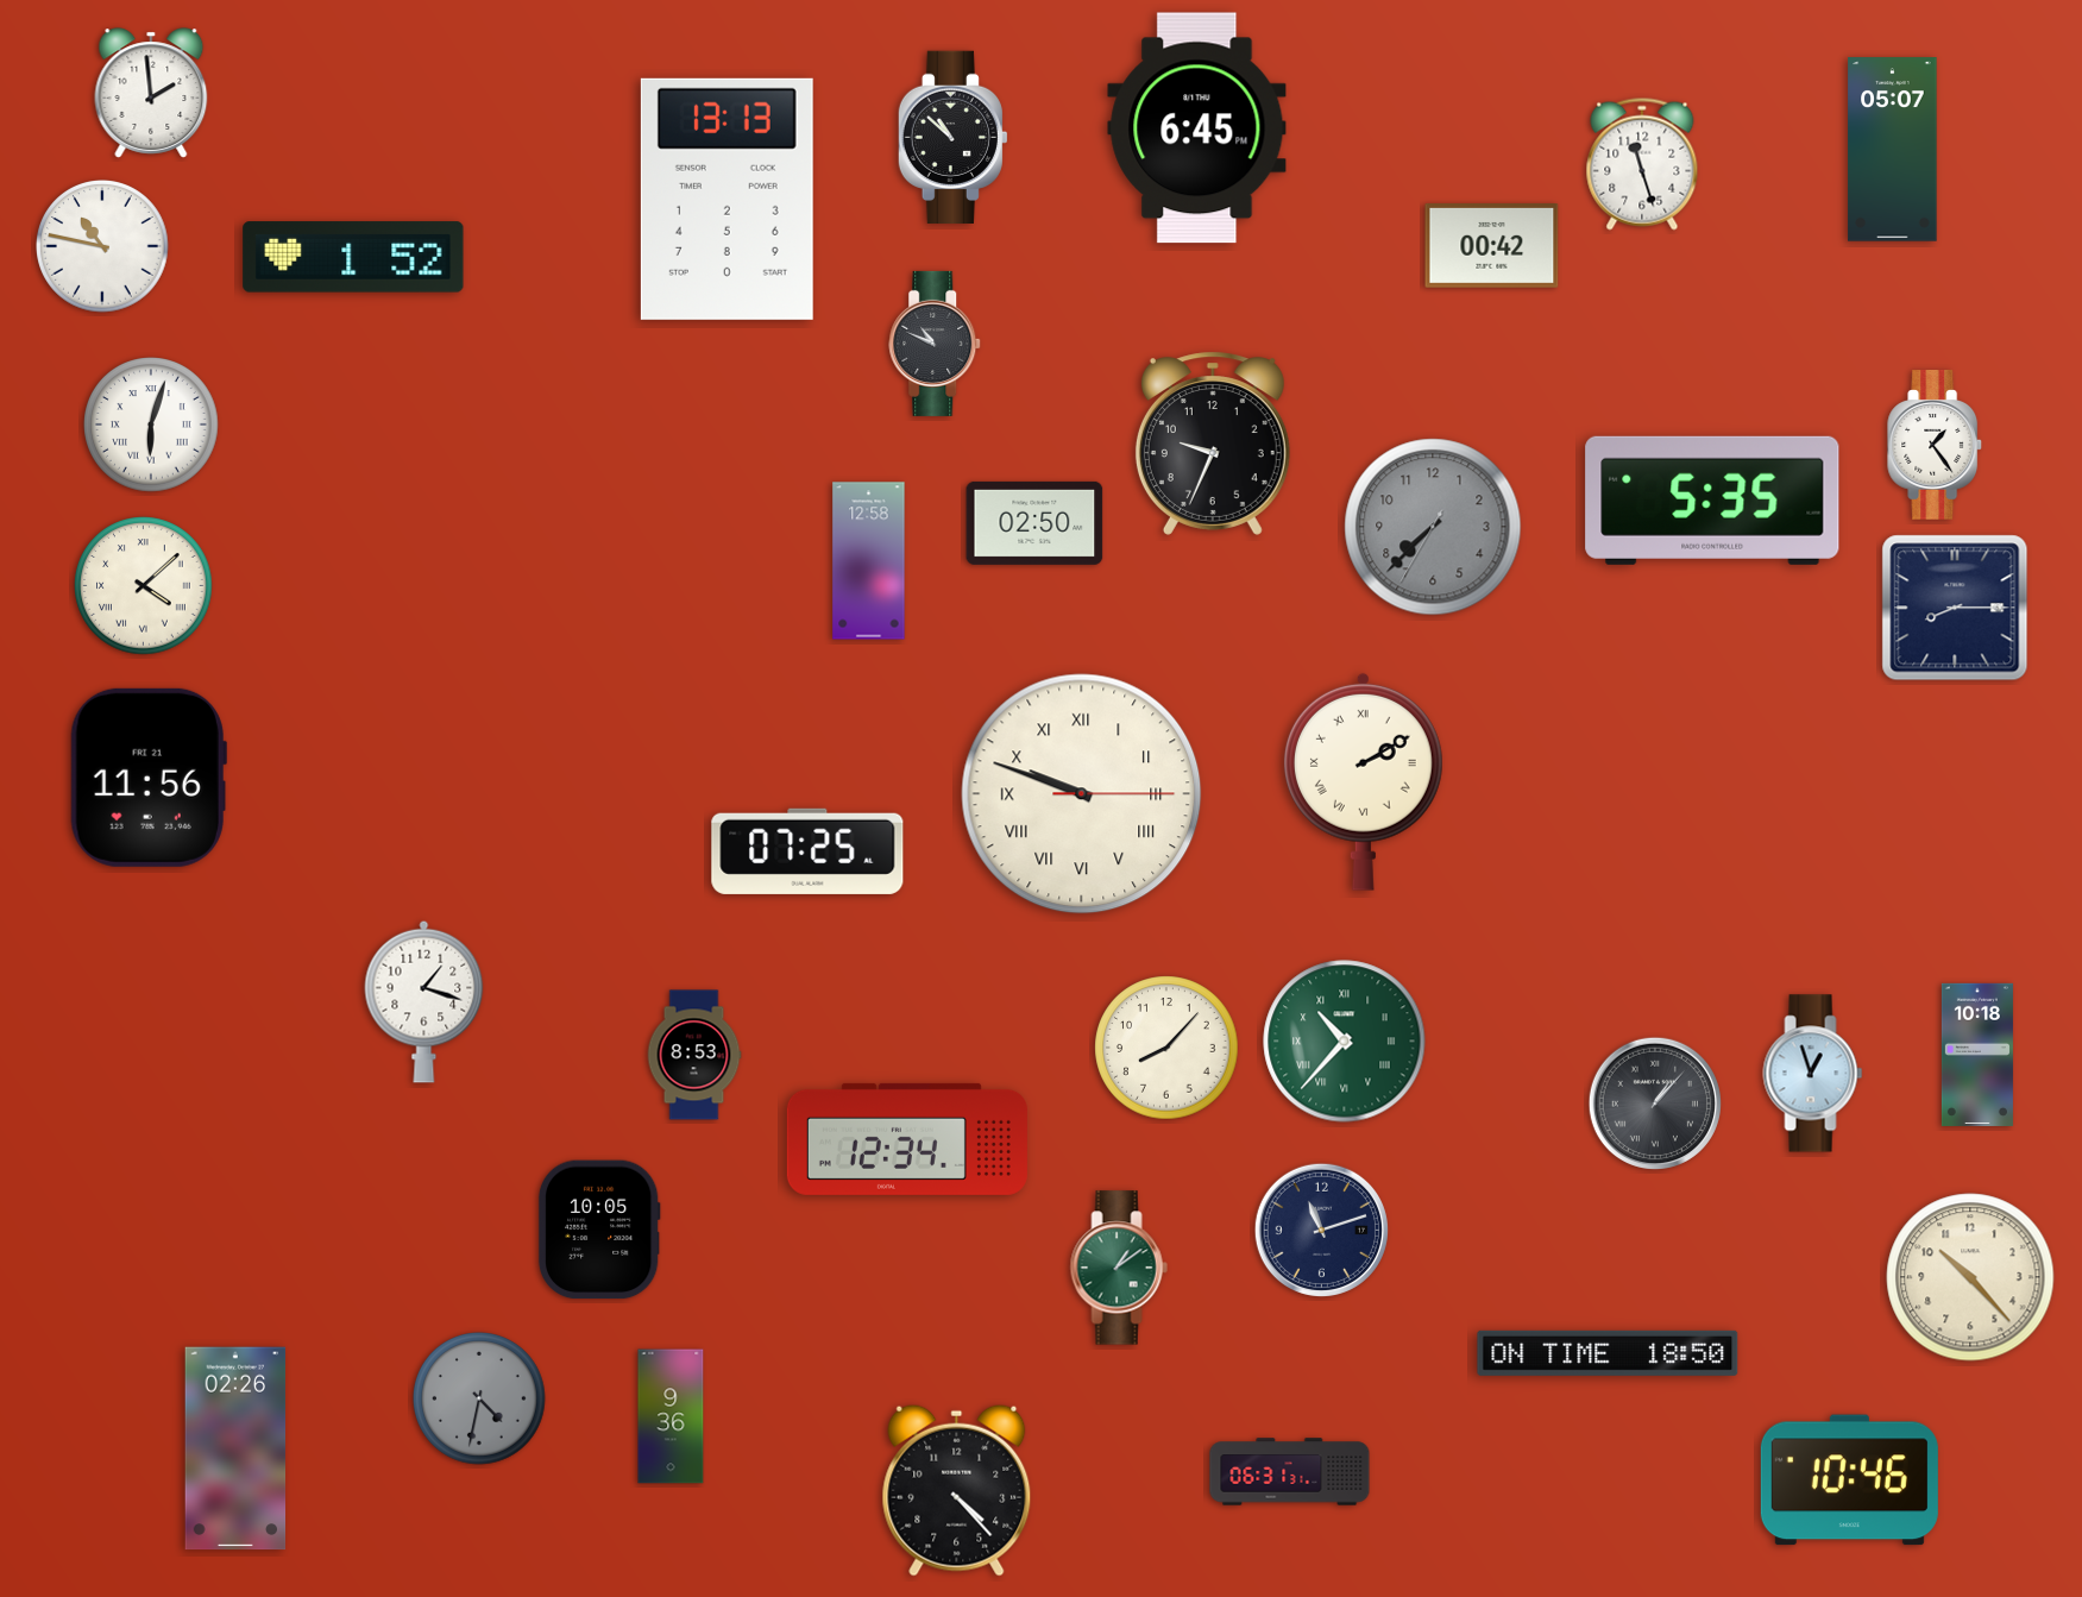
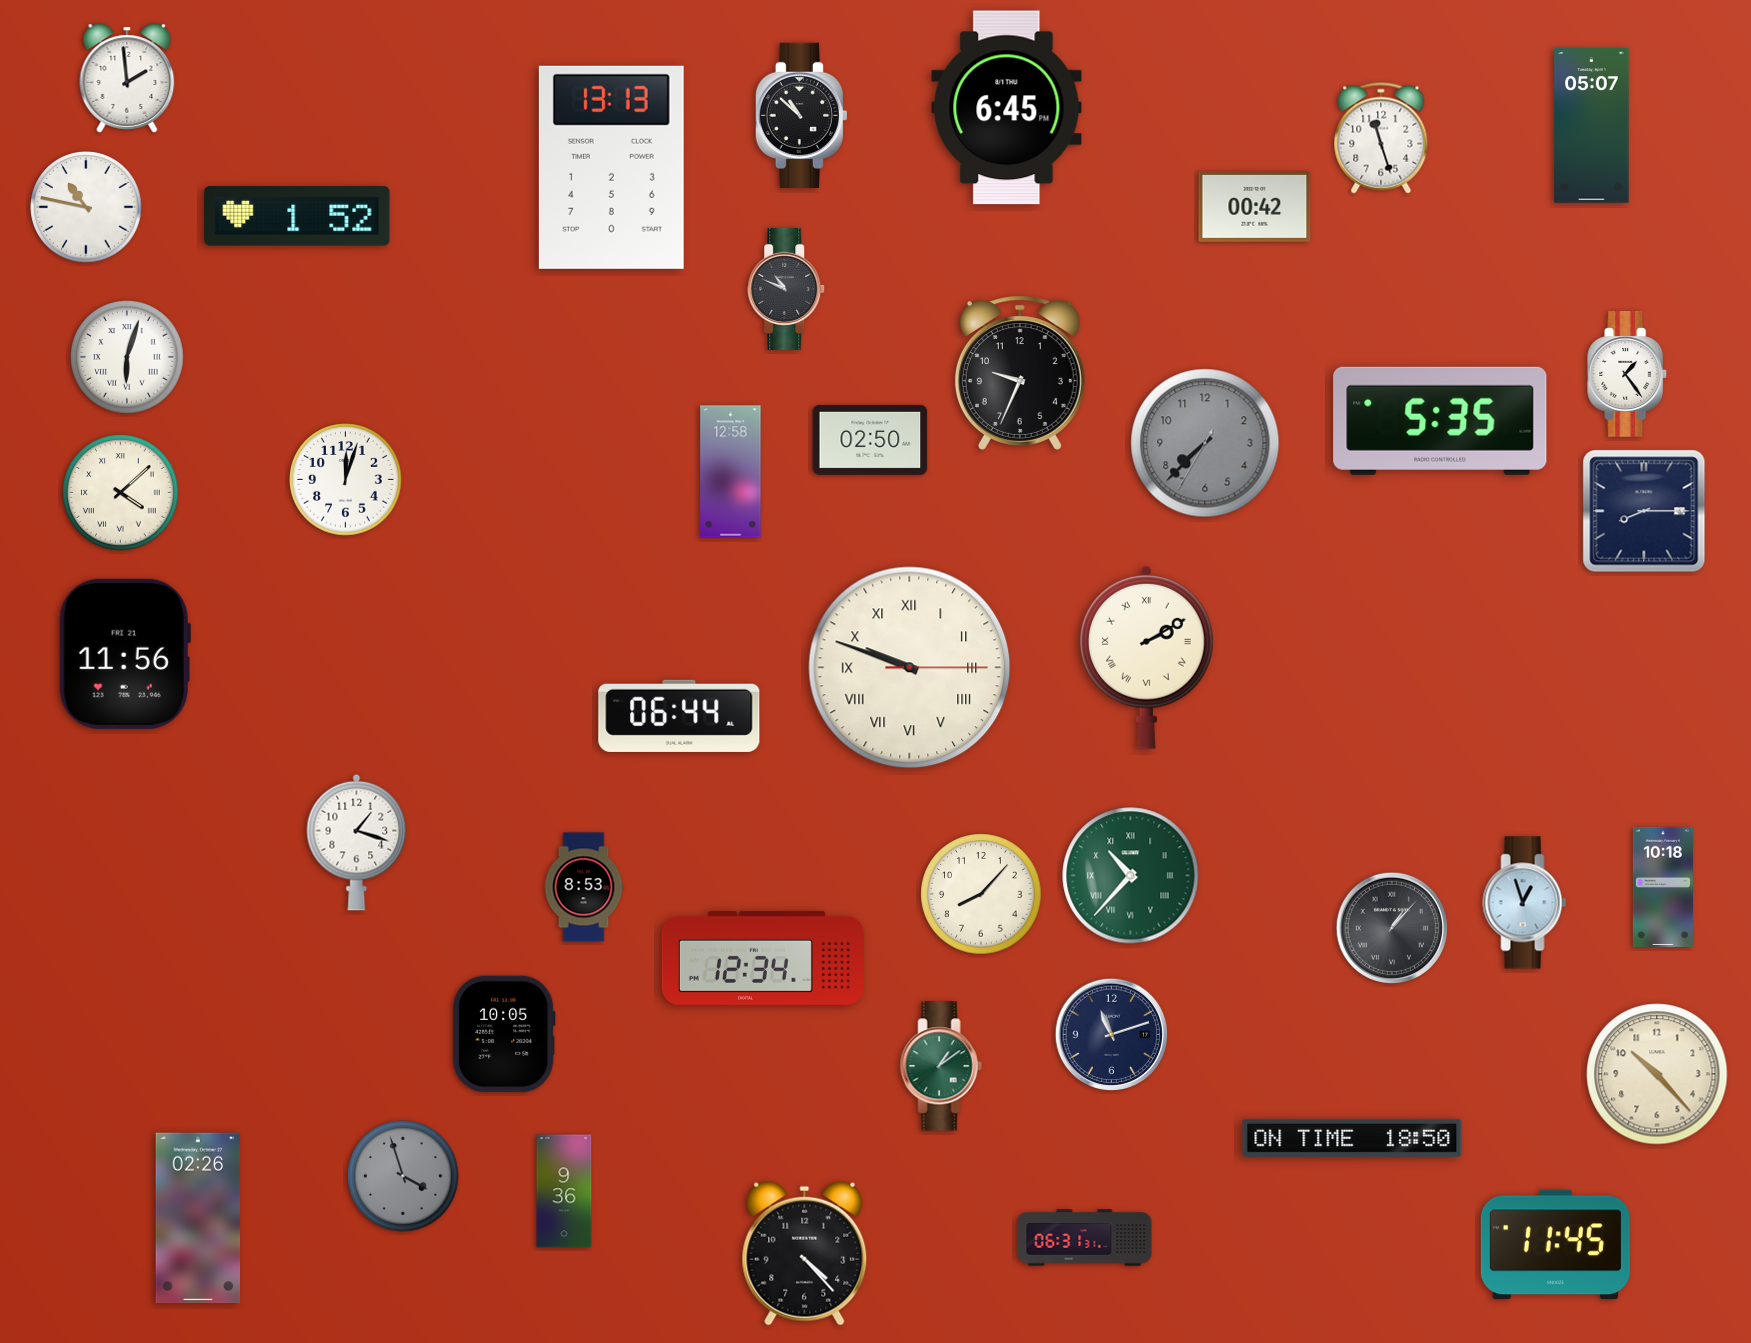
clock at (346, 480): none -> 12:03
clock at (807, 851): 07:25 -> 06:44
clock at (1166, 1048) position: (1166, 1048) -> (981, 894)
clock at (479, 1398): 4:32 -> 3:57
clock at (1849, 1480): 10:46 -> 11:45
